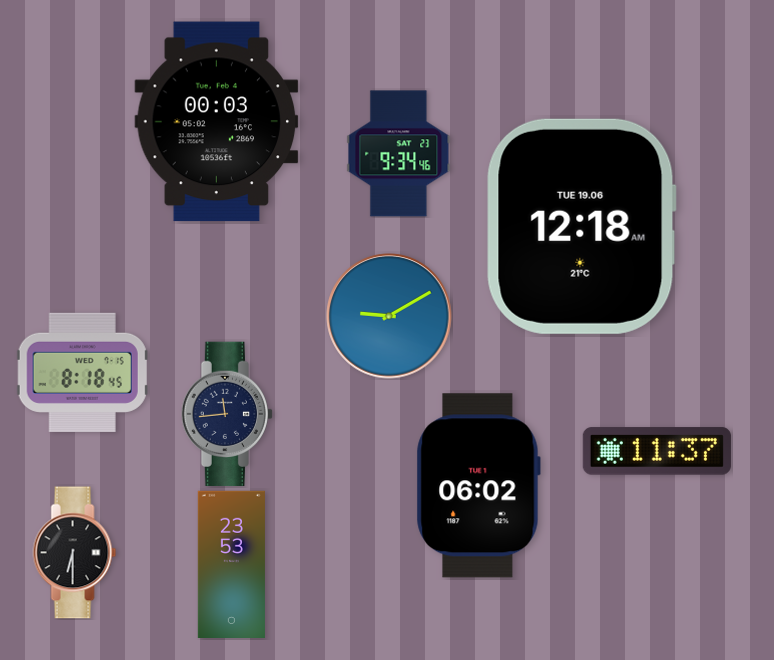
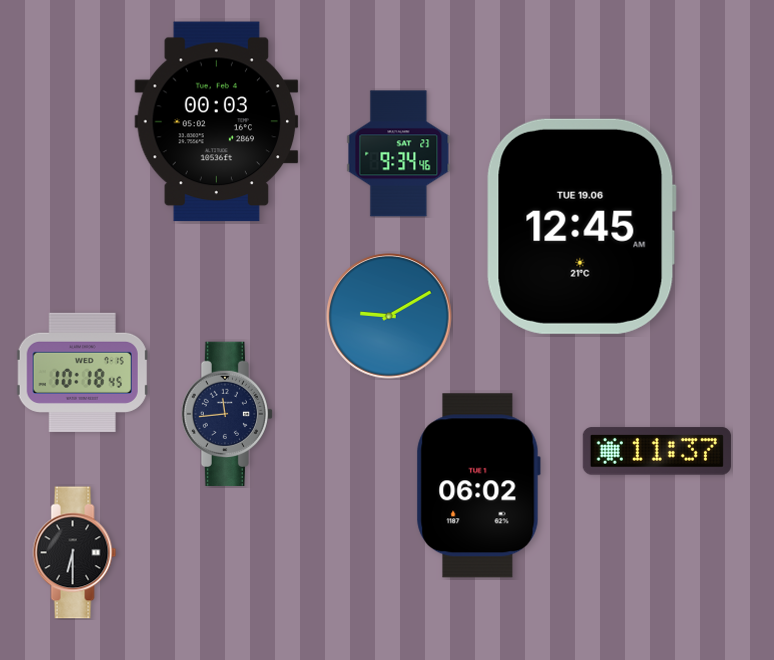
clock at (581, 226): 12:18 -> 12:45
clock at (82, 372): 8:18 -> 10:18
clock at (231, 564): 23:53 -> none
